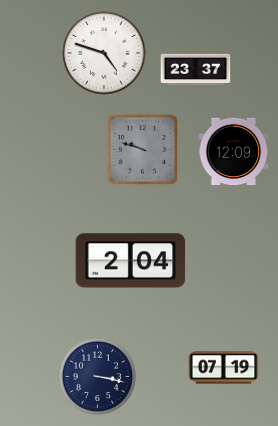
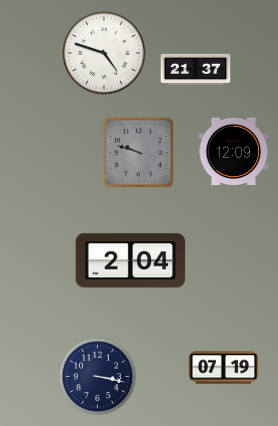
clock at (196, 70): 23:37 -> 21:37
clock at (142, 149) position: (142, 149) -> (138, 152)
